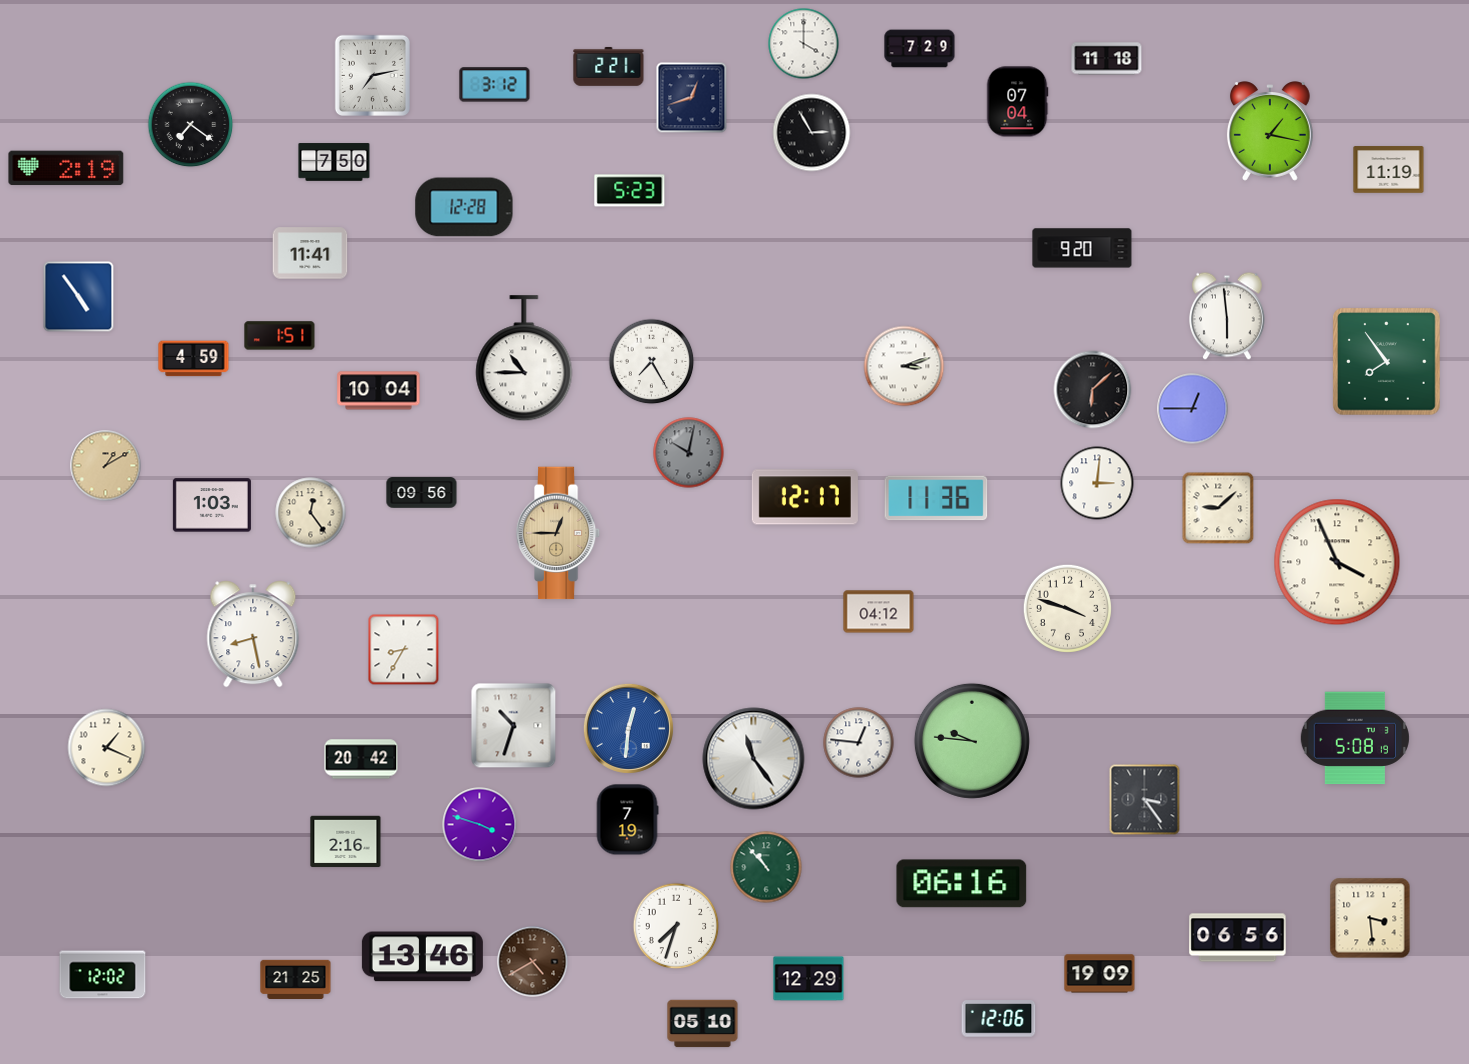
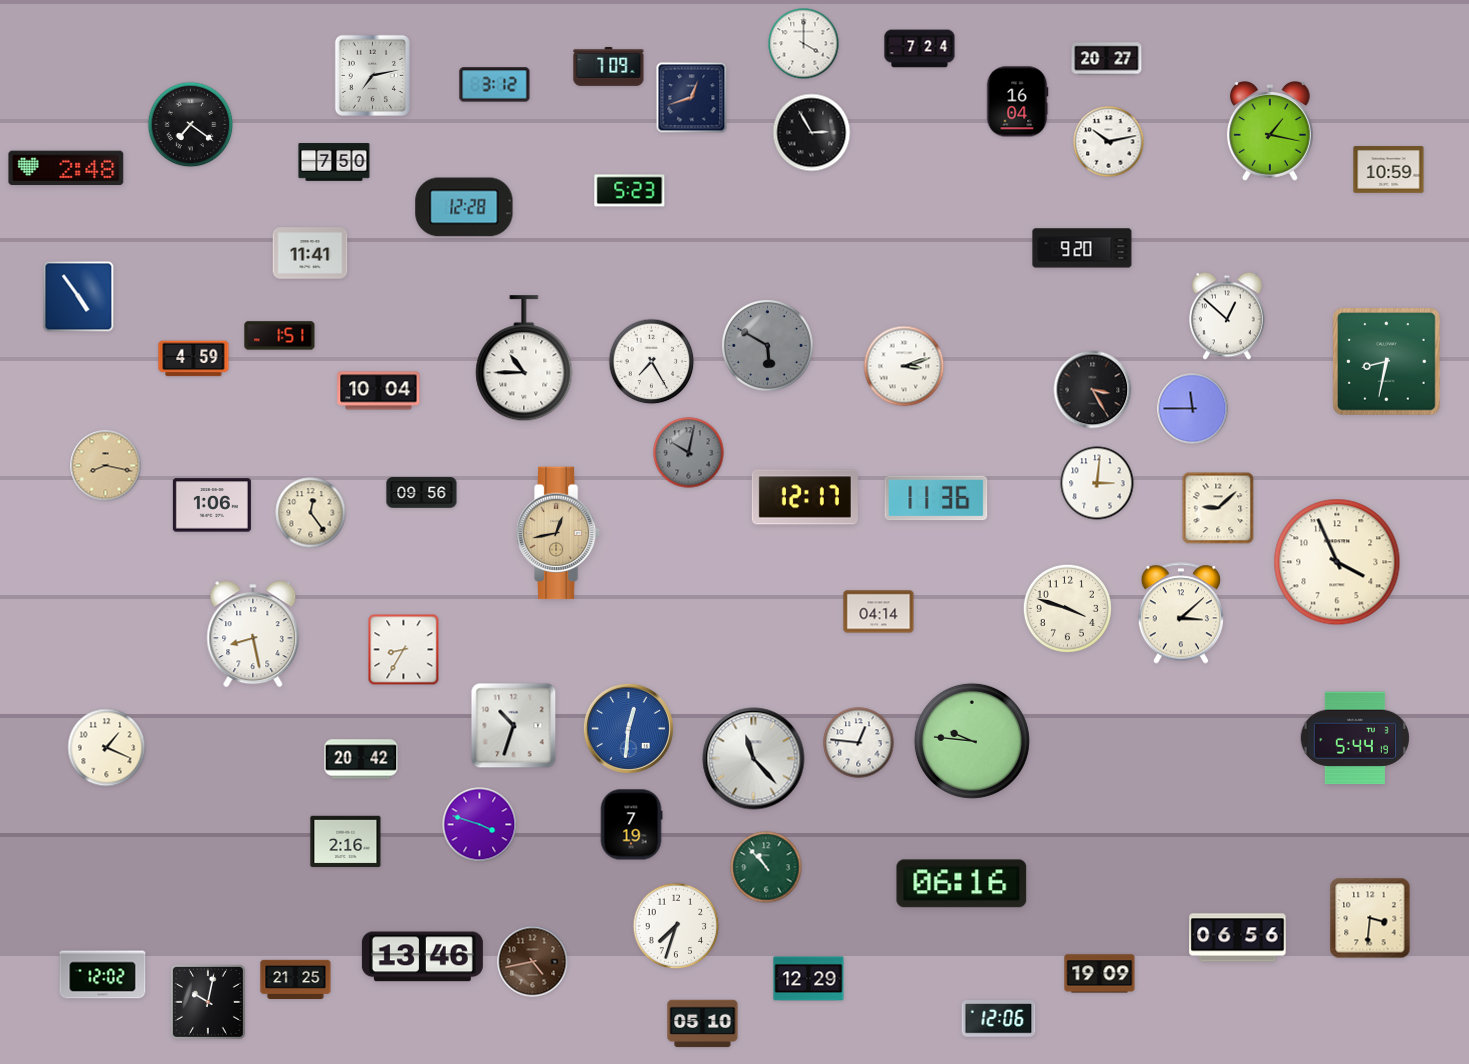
clock at (920, 49): 7:29 -> 7:24
clock at (1107, 59): 11:18 -> 20:27
clock at (609, 67): 2:21 -> 7:09
clock at (1017, 102): 07:04 -> 16:04
clock at (1109, 142): none -> 10:13
clock at (66, 168): 2:19 -> 2:48
clock at (1389, 170): 11:19 -> 10:59
clock at (1228, 316): 5:59 -> 12:52
clock at (767, 345): none -> 5:50
clock at (1387, 362): 7:54 -> 8:32
clock at (1093, 390): 6:08 -> 3:25
clock at (1193, 409): 12:45 -> 11:45
clock at (106, 466): 1:10 -> 8:17
clock at (212, 505): 1:03 -> 1:06
clock at (558, 533): 12:45 -> 12:43
clock at (879, 612): 04:12 -> 04:14
clock at (1180, 613): none -> 3:08
clock at (1355, 738): 5:08 -> 5:44
clock at (754, 759): 11:24 -> 11:23
clock at (1145, 800): 3:24 -> none
clock at (627, 820) position: (627, 820) -> (631, 825)
clock at (1370, 918): 3:29 -> 3:31
clock at (533, 962): 4:40 -> 4:43
clock at (208, 1002): none -> 10:02
